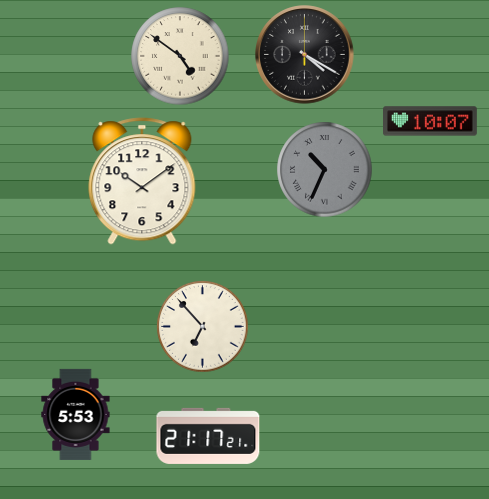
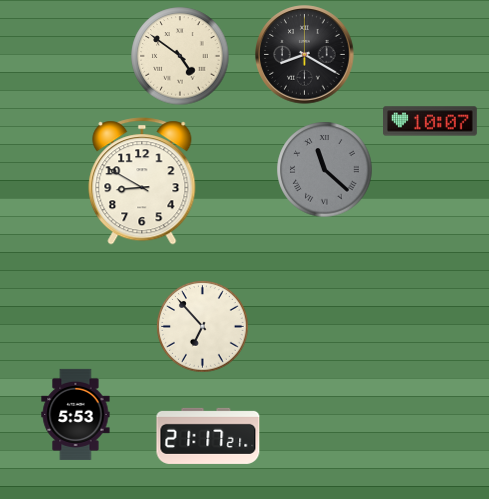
clock at (305, 55): 4:20 -> 8:20
clock at (325, 170): 10:34 -> 11:22
clock at (142, 181): 10:09 -> 8:50
